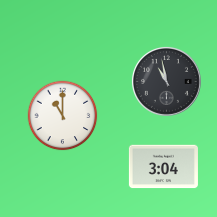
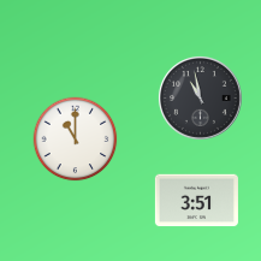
clock at (163, 167): 3:04 -> 3:51
